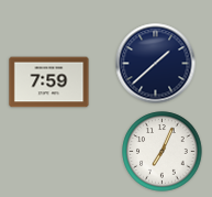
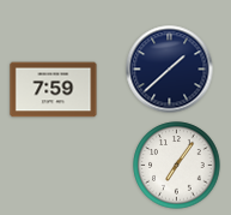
clock at (163, 152): 7:04 -> 7:06
